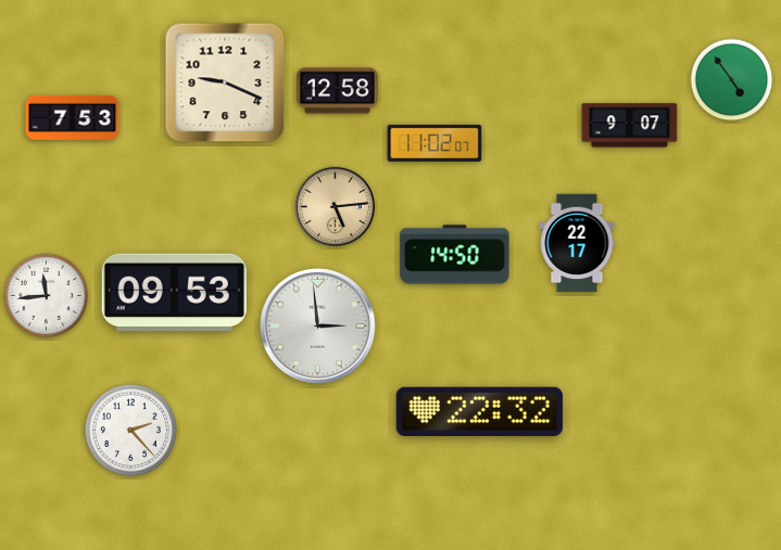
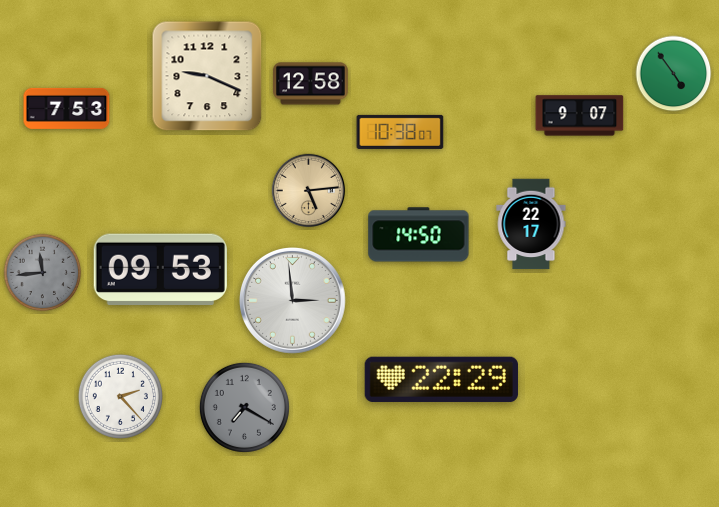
clock at (434, 143): 11:02 -> 10:38
clock at (47, 296) dial: white -> grey
clock at (479, 411): 22:32 -> 22:29
clock at (244, 407): none -> 7:20
